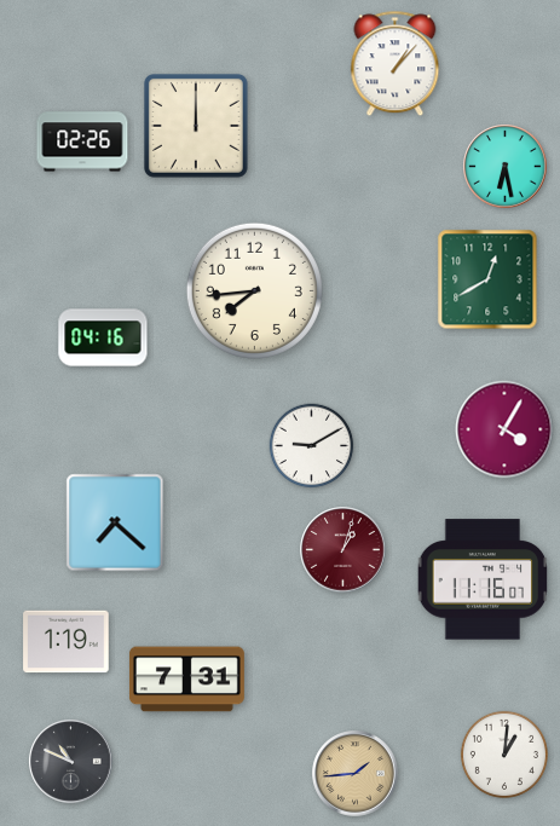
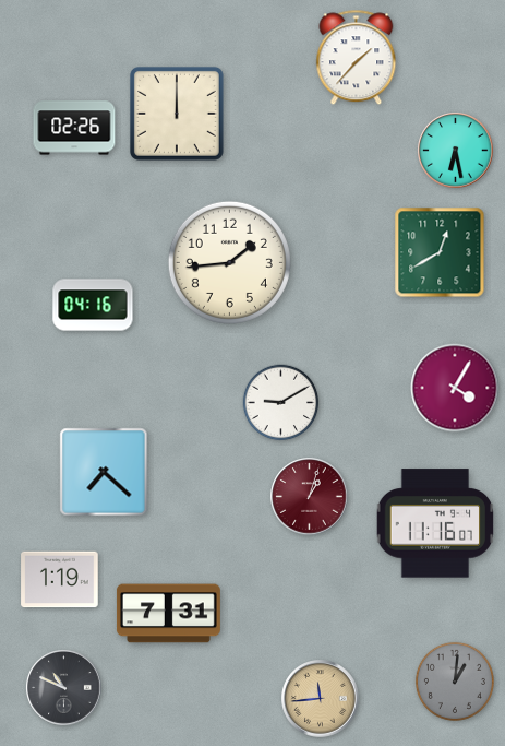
clock at (396, 64): 1:07 -> 1:37
clock at (254, 290): 7:44 -> 1:44
clock at (504, 755) dial: white -> grey
clock at (356, 774): 1:44 -> 11:44
